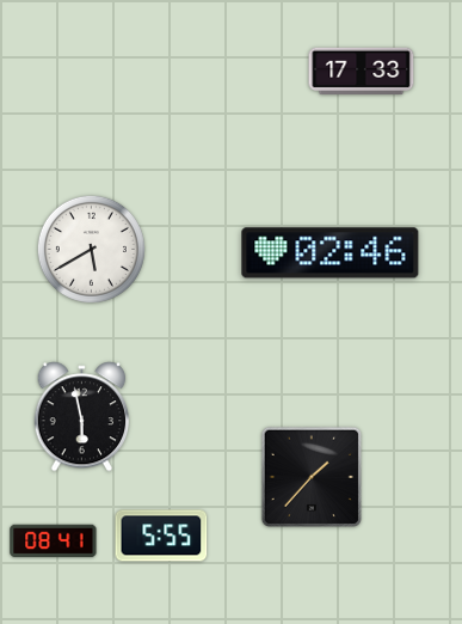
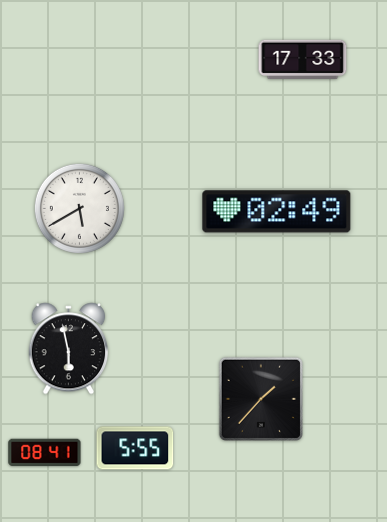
clock at (91, 249) position: (91, 249) -> (79, 208)
clock at (331, 253): 02:46 -> 02:49
